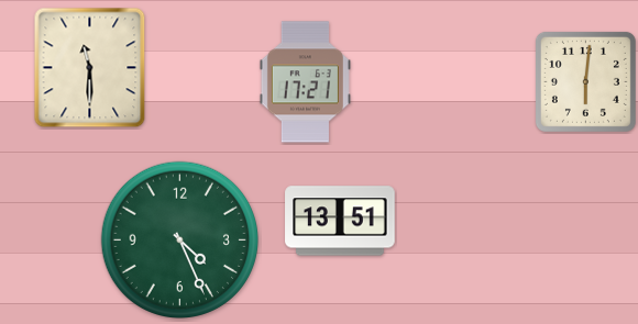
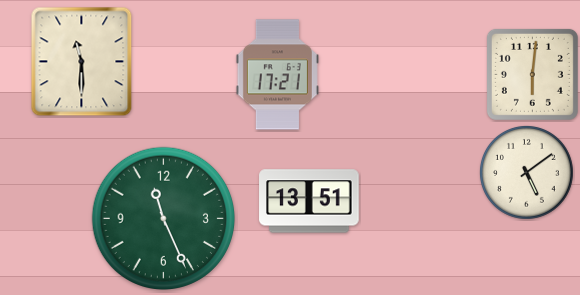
clock at (526, 172): none -> 5:09
clock at (179, 239): 4:26 -> 11:26
